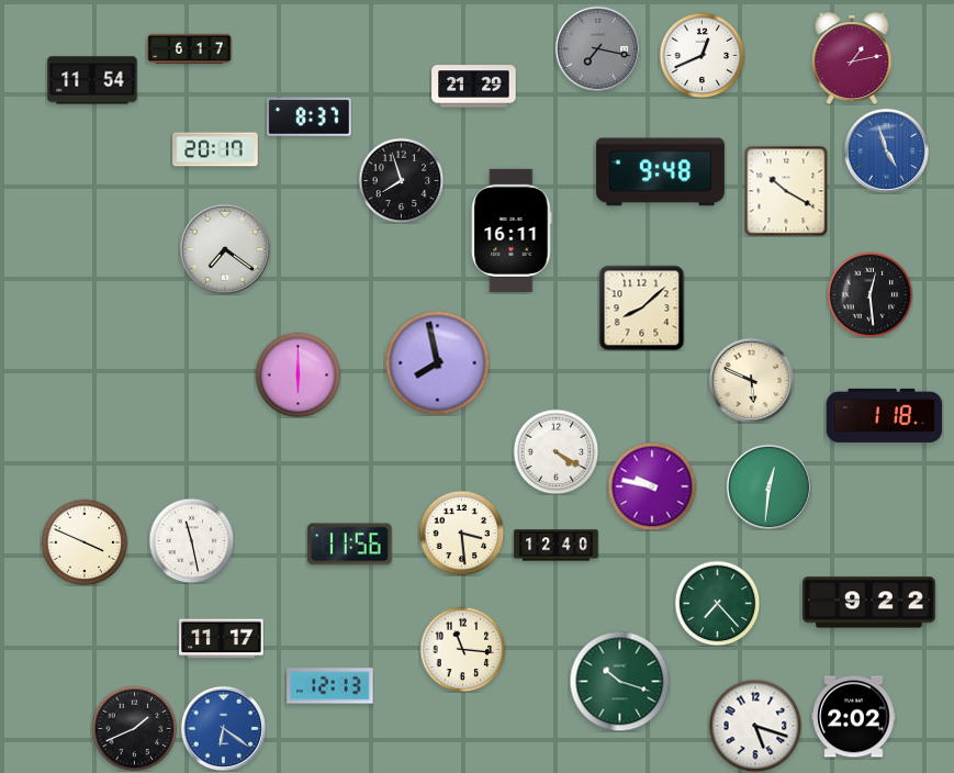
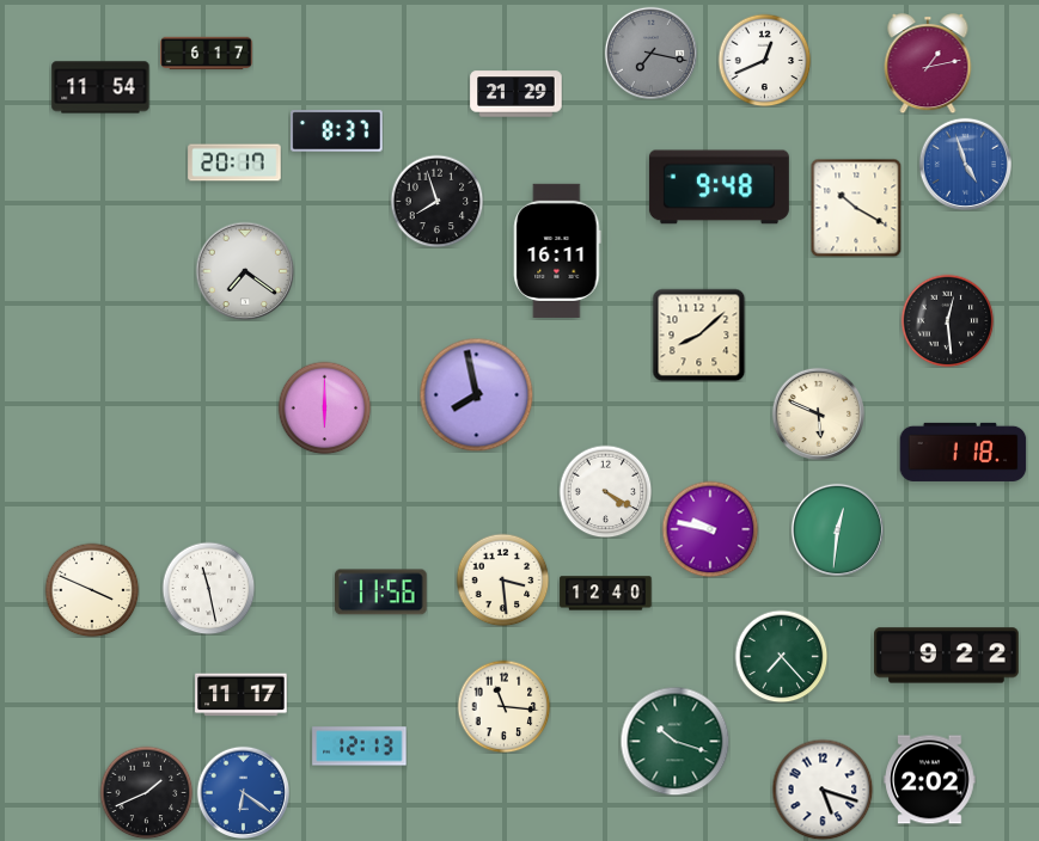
clock at (310, 117) position: (310, 117) -> (337, 131)
clock at (401, 180) position: (401, 180) -> (436, 201)
